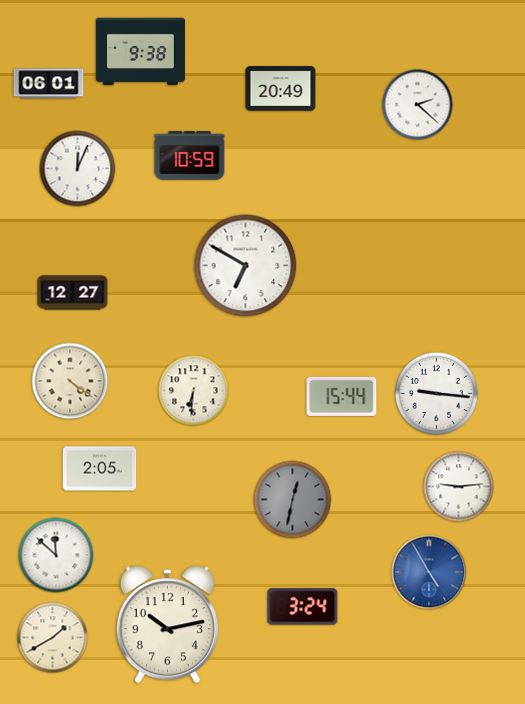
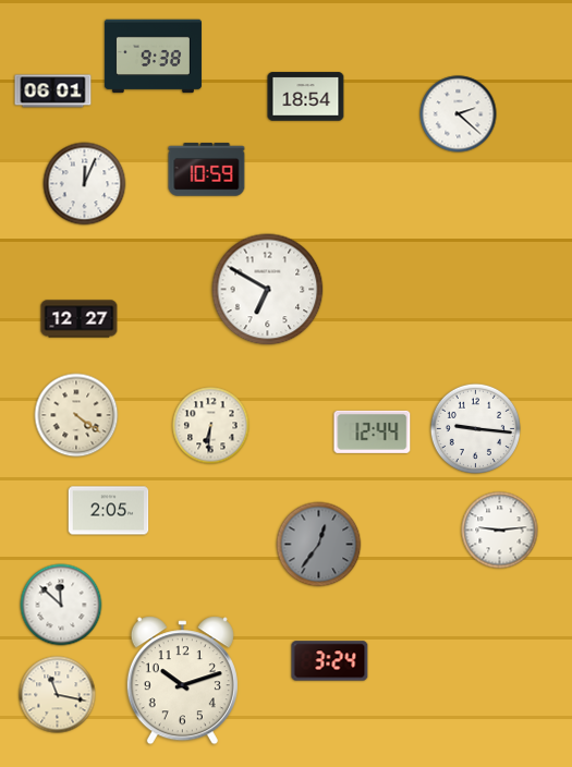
clock at (281, 89): 20:49 -> 18:54
clock at (418, 105) position: (418, 105) -> (459, 114)
clock at (342, 396): 15:44 -> 12:44
clock at (293, 500): 12:32 -> 12:36
clock at (429, 572): 4:55 -> none
clock at (167, 625): 10:13 -> 10:12
clock at (53, 638): 1:40 -> 11:17
